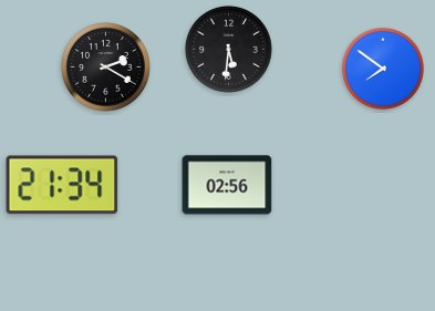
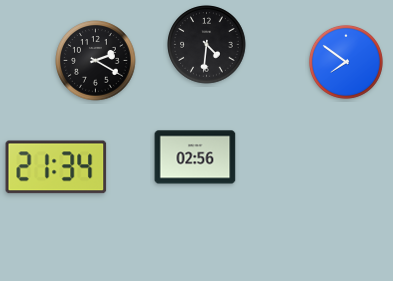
clock at (229, 50): 5:31 -> 4:31
clock at (227, 185) position: (227, 185) -> (195, 157)
